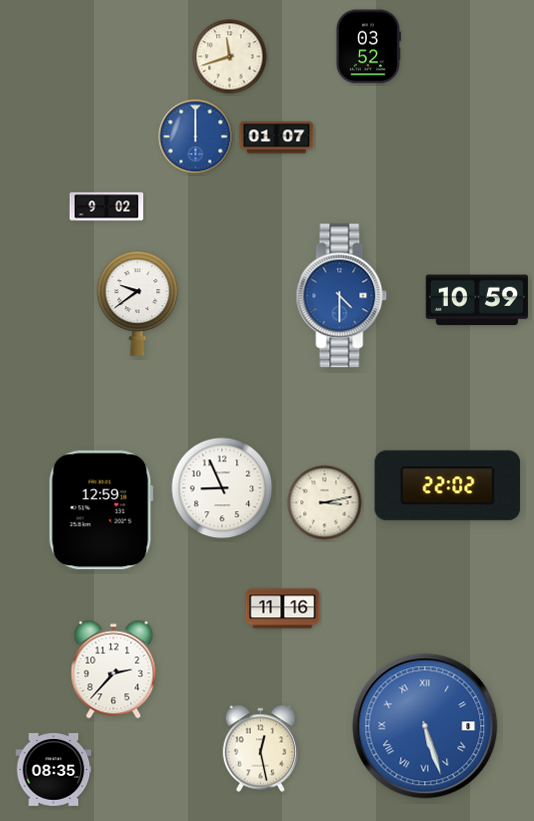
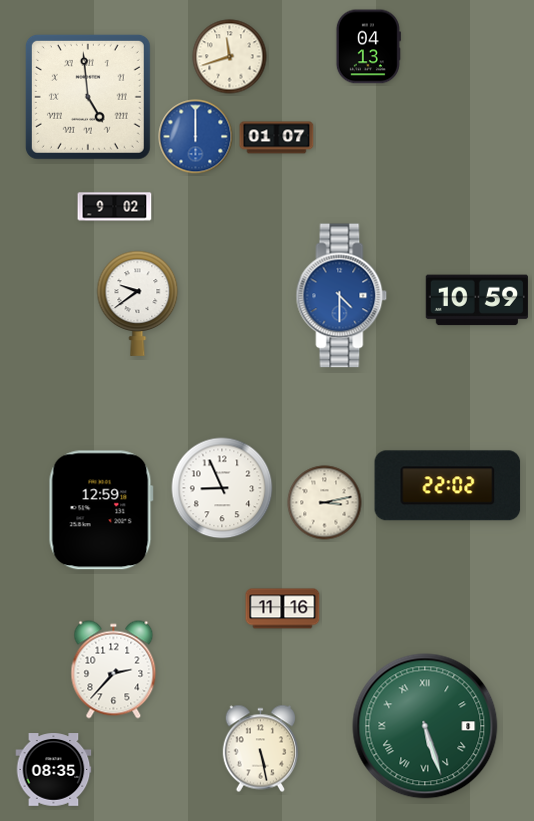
clock at (368, 47): 03:52 -> 04:13
clock at (88, 97): none -> 4:59
clock at (107, 207) position: (107, 207) -> (115, 207)
clock at (425, 726) dial: blue -> green
clock at (260, 749): 12:28 -> 5:28
